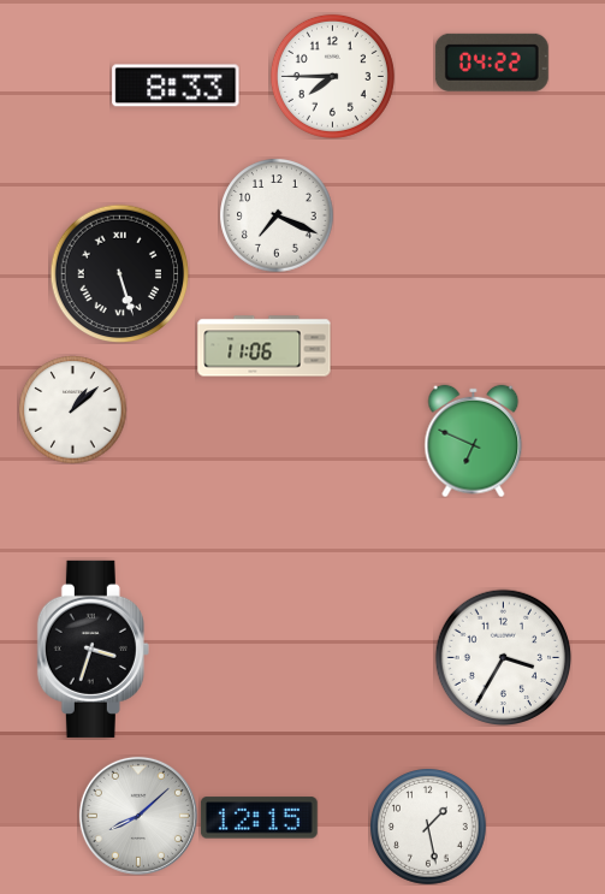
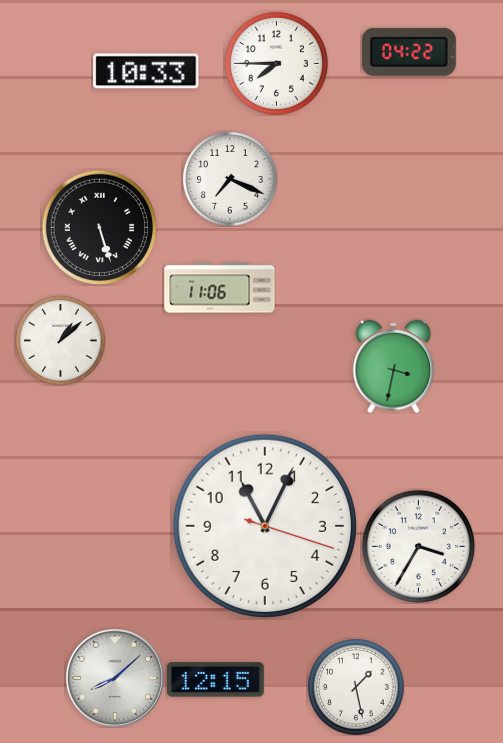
clock at (176, 85): 8:33 -> 10:33
clock at (474, 440): 6:49 -> 3:32
clock at (265, 526): none -> 11:04
clock at (93, 649): 3:33 -> none
